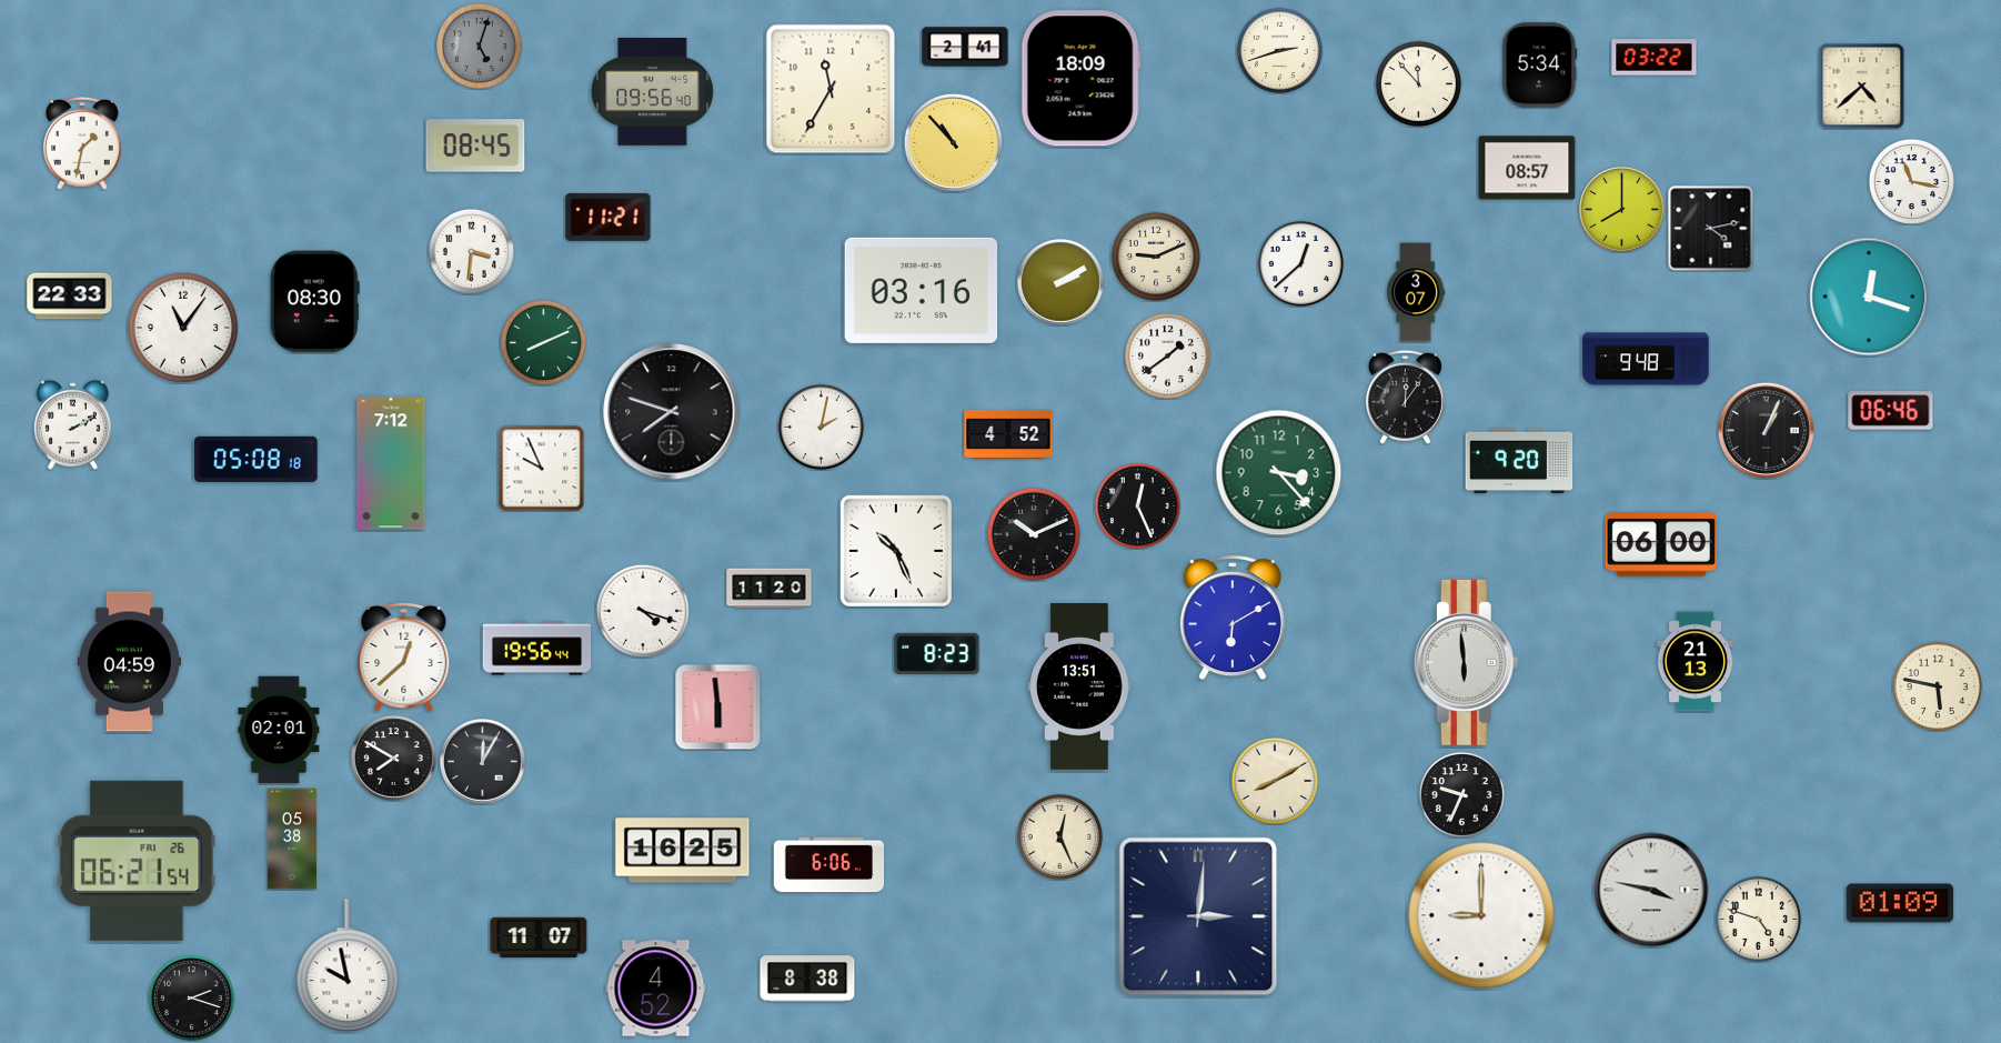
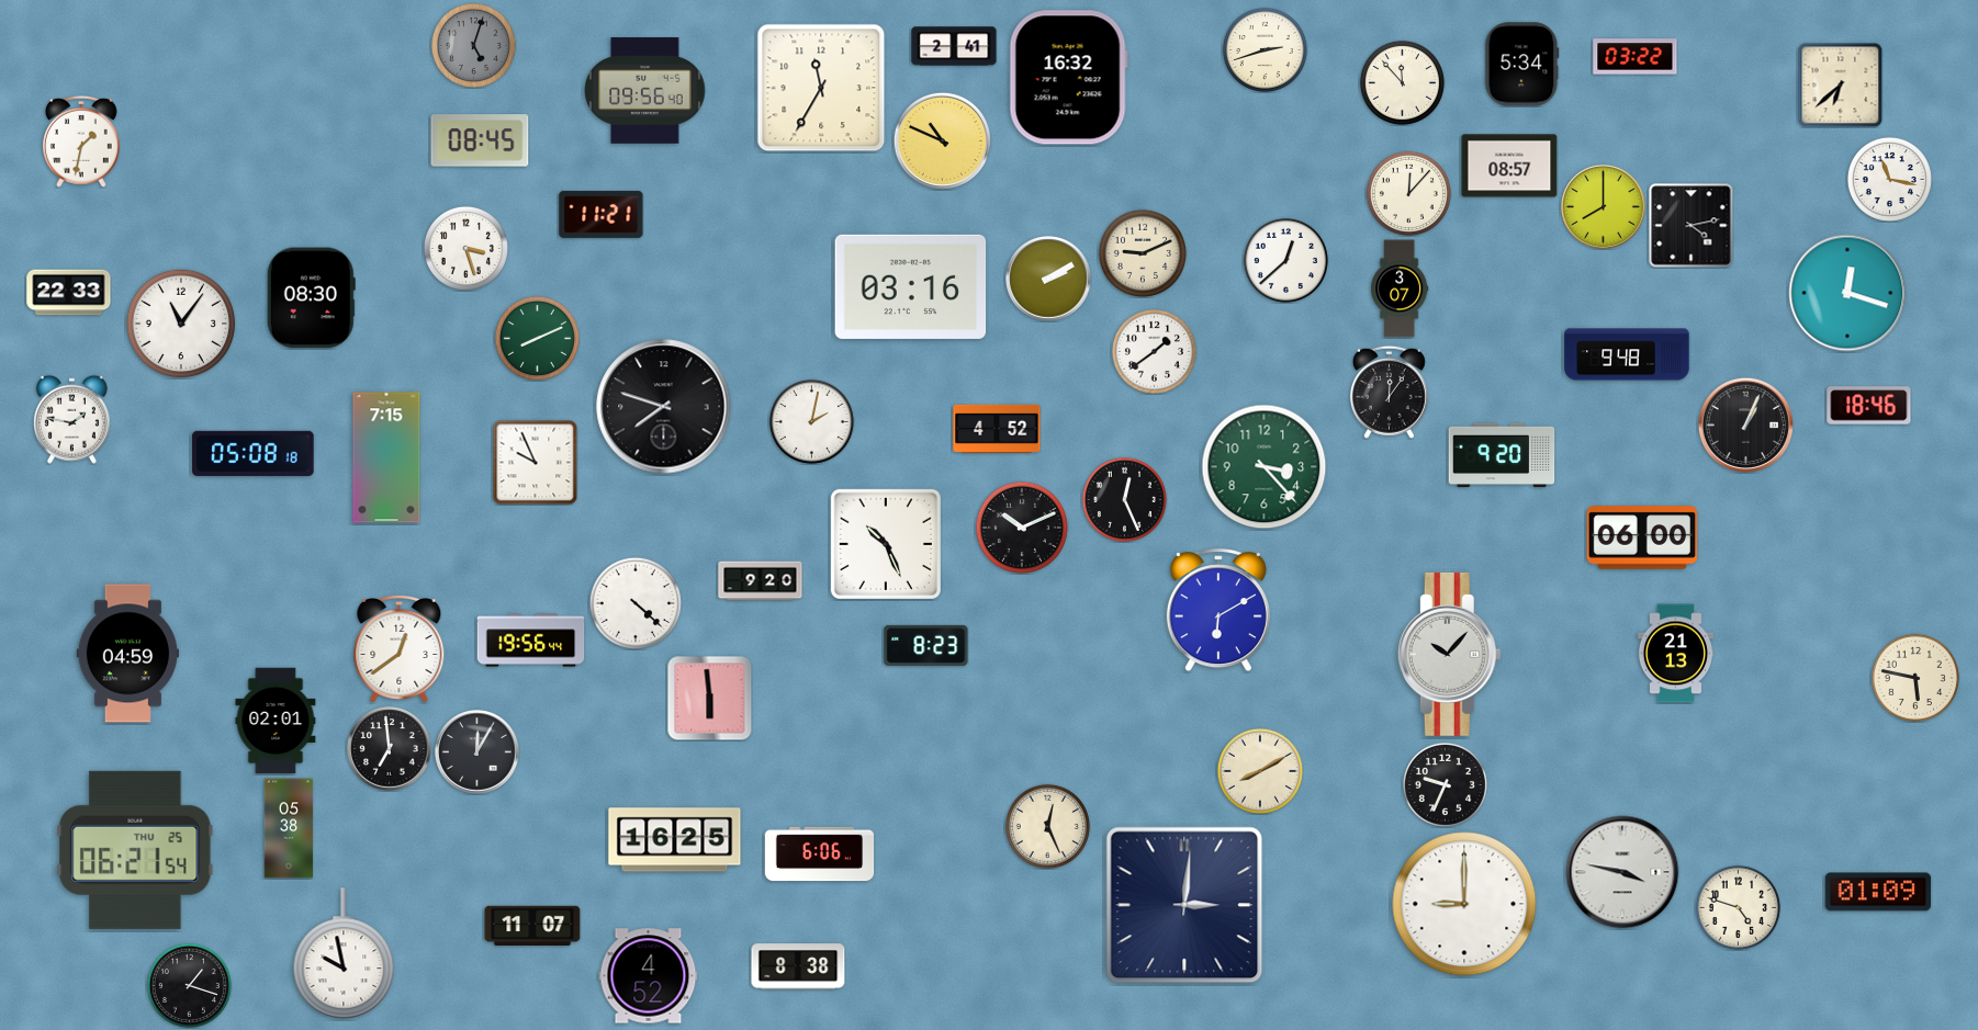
clock at (1080, 79): 18:09 -> 16:32
clock at (1861, 86): 4:38 -> 6:38
clock at (953, 142): 10:53 -> 10:49
clock at (475, 146) position: (475, 146) -> (480, 140)
clock at (1408, 193): none -> 12:07
clock at (471, 251): 3:31 -> 3:27
clock at (1891, 411): 06:46 -> 18:46
clock at (72, 424): 2:10 -> 1:47
clock at (391, 463): 7:12 -> 7:15
clock at (770, 589): 11:20 -> 9:20
clock at (642, 610): 4:18 -> 4:22
clock at (404, 658): 12:38 -> 12:39
clock at (1466, 662): 5:59 -> 10:07
clock at (1080, 688): 13:51 -> none
clock at (394, 759): 7:50 -> 6:59
clock at (137, 861) date: FRI 26 -> THU 25
clock at (1651, 890) position: (1651, 890) -> (1622, 872)
clock at (191, 997): 2:18 -> 1:18
